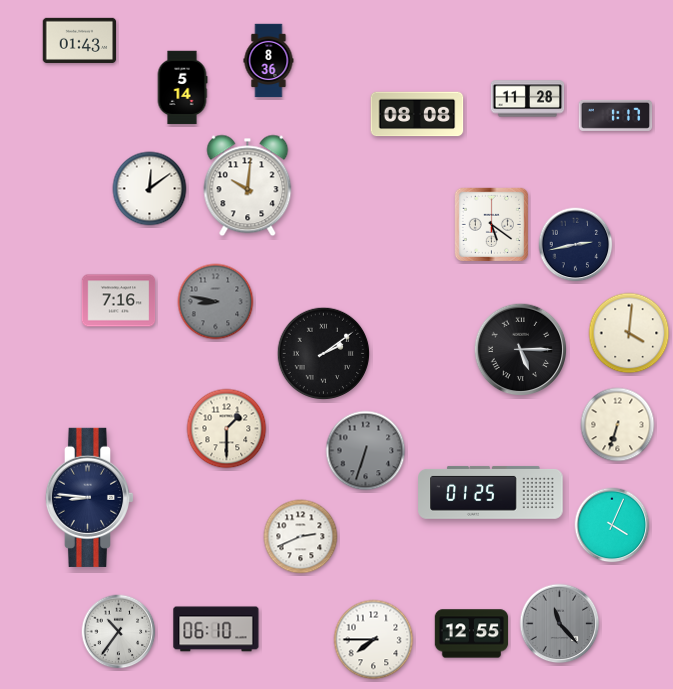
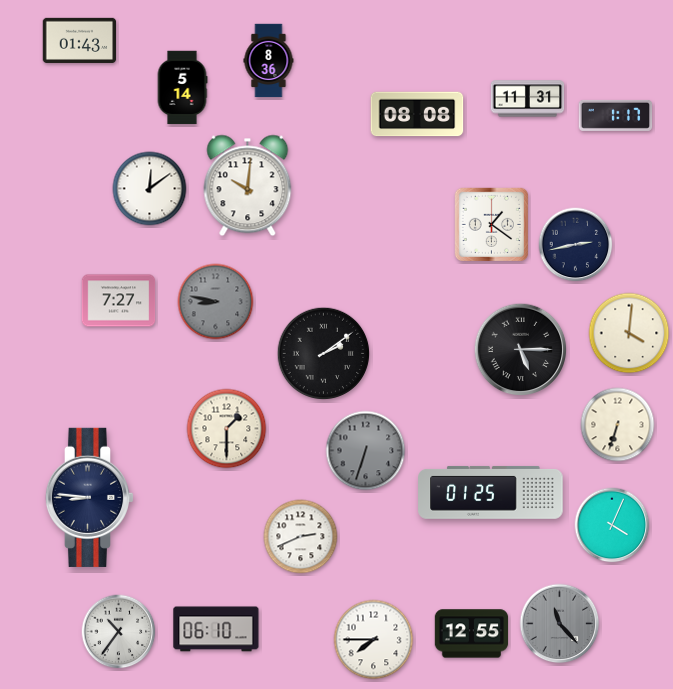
clock at (528, 99): 11:28 -> 11:31
clock at (491, 224): 5:21 -> 1:21
clock at (119, 301): 7:16 -> 7:27
